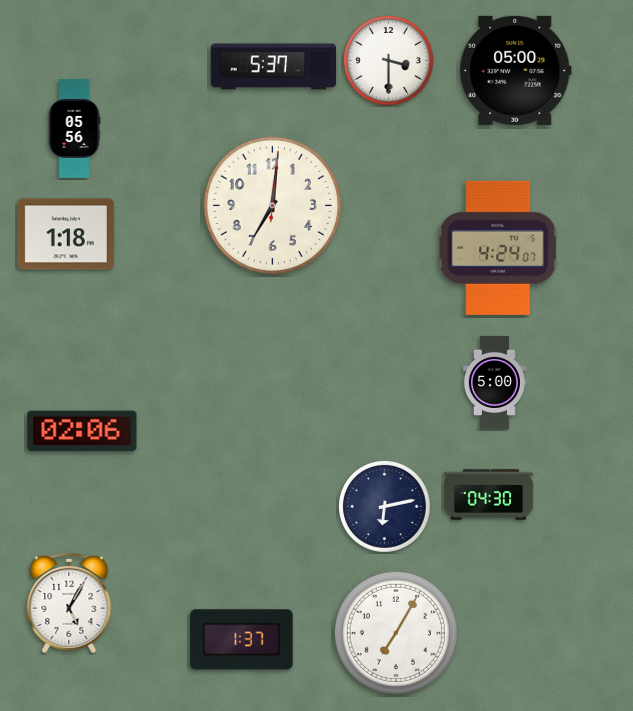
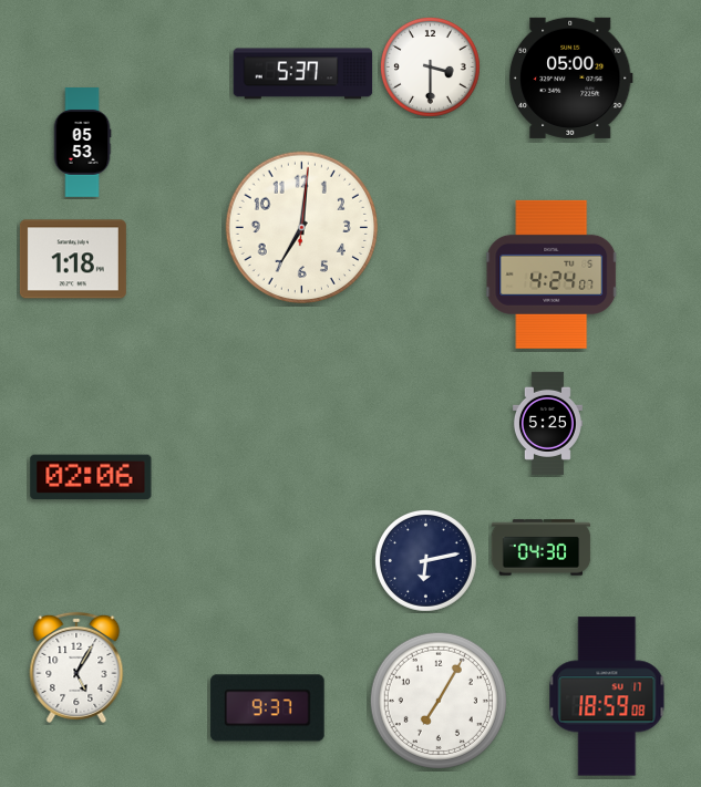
clock at (74, 129): 05:56 -> 05:53
clock at (494, 382): 5:00 -> 5:25
clock at (607, 696): none -> 18:59
clock at (242, 640): 1:37 -> 9:37
